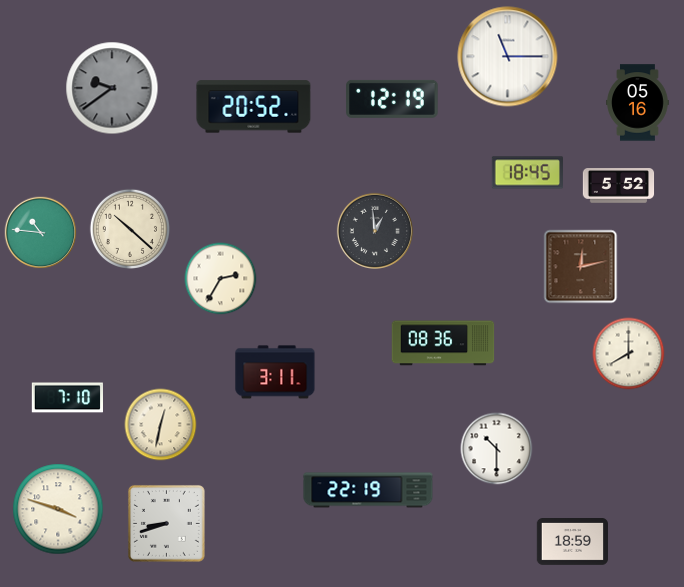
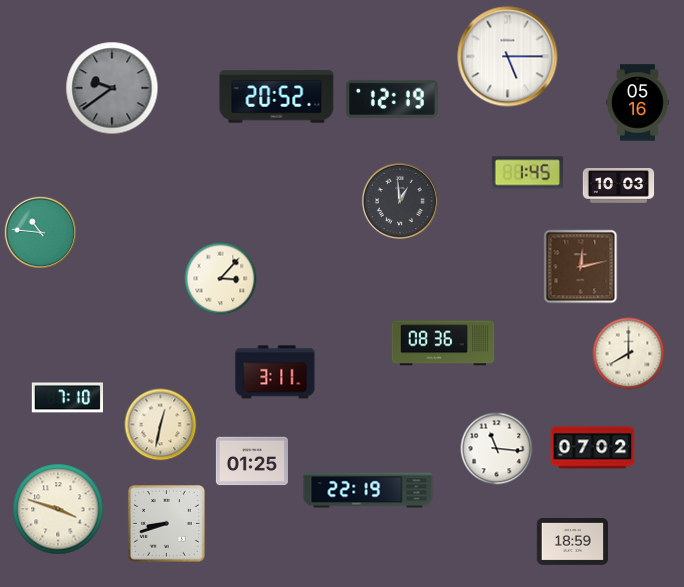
clock at (508, 57): 11:15 -> 5:15
clock at (254, 107) position: (254, 107) -> (277, 97)
clock at (527, 173): 18:45 -> 1:45
clock at (619, 186): 5:52 -> 10:03
clock at (130, 229): 10:22 -> none
clock at (375, 231) position: (375, 231) -> (400, 201)
clock at (221, 279): 2:35 -> 3:07
clock at (593, 448): none -> 07:02
clock at (497, 449): 10:30 -> 11:16
clock at (252, 461): none -> 01:25
